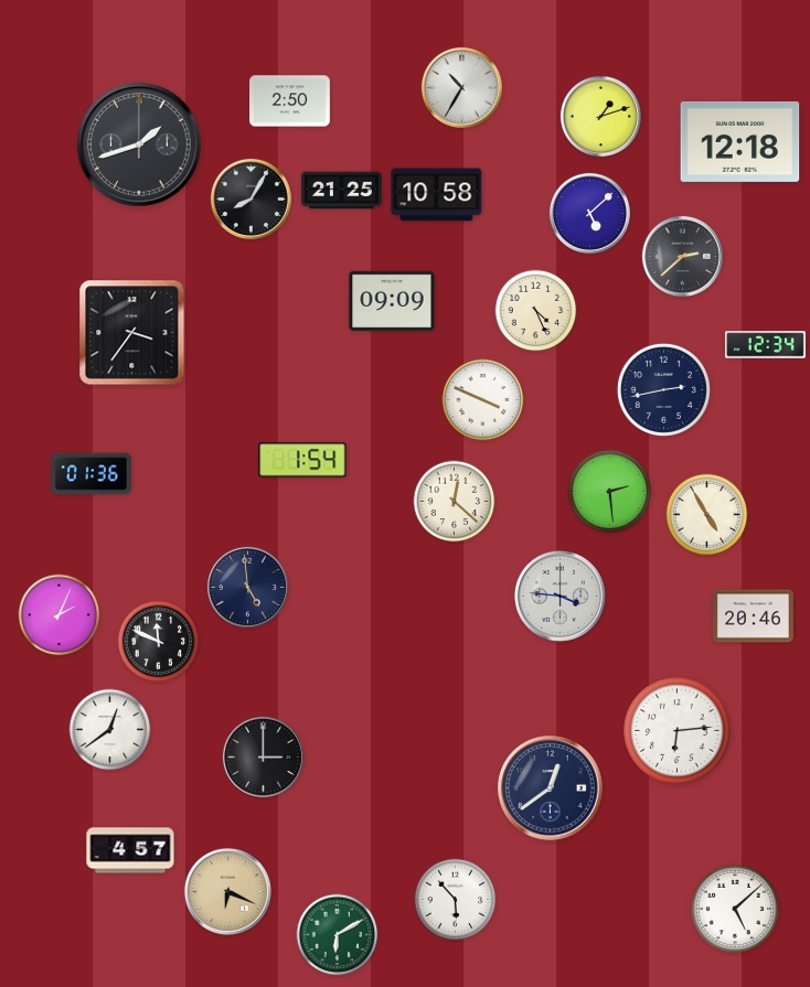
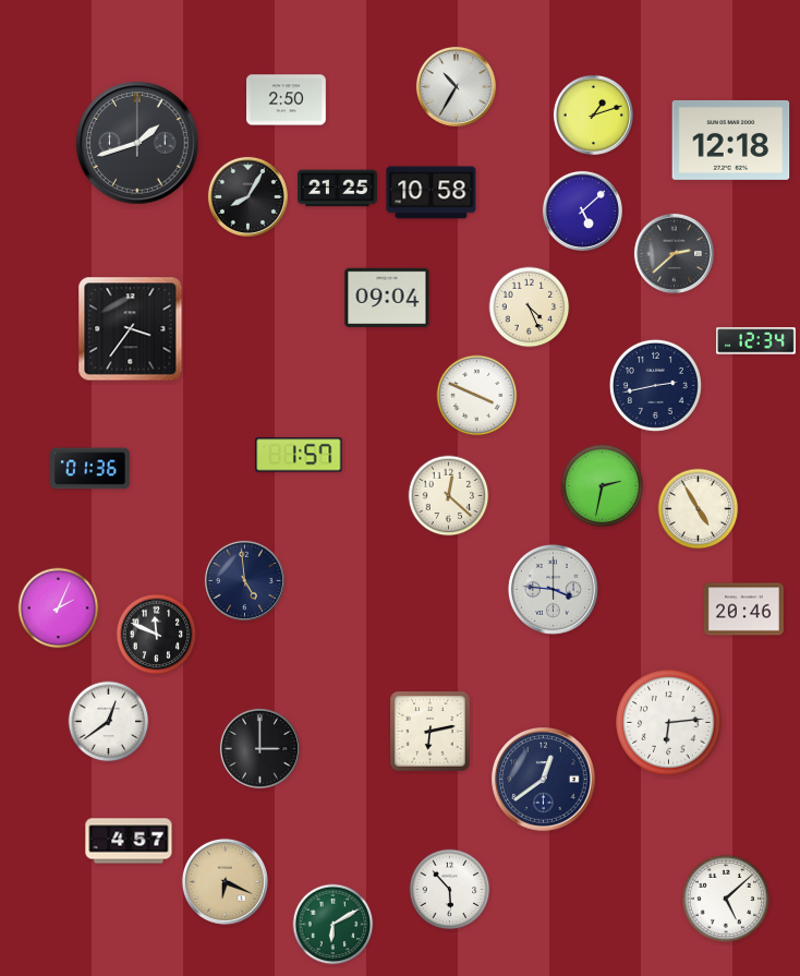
clock at (392, 301): 09:09 -> 09:04
clock at (302, 460): 1:54 -> 1:57
clock at (610, 492): 2:29 -> 2:32
clock at (431, 732): none -> 6:13
